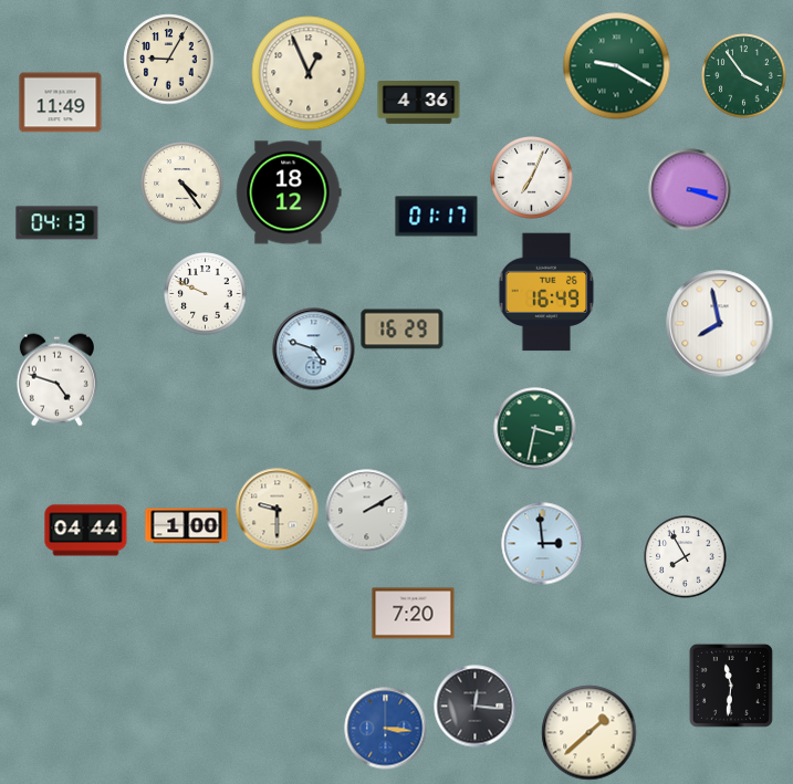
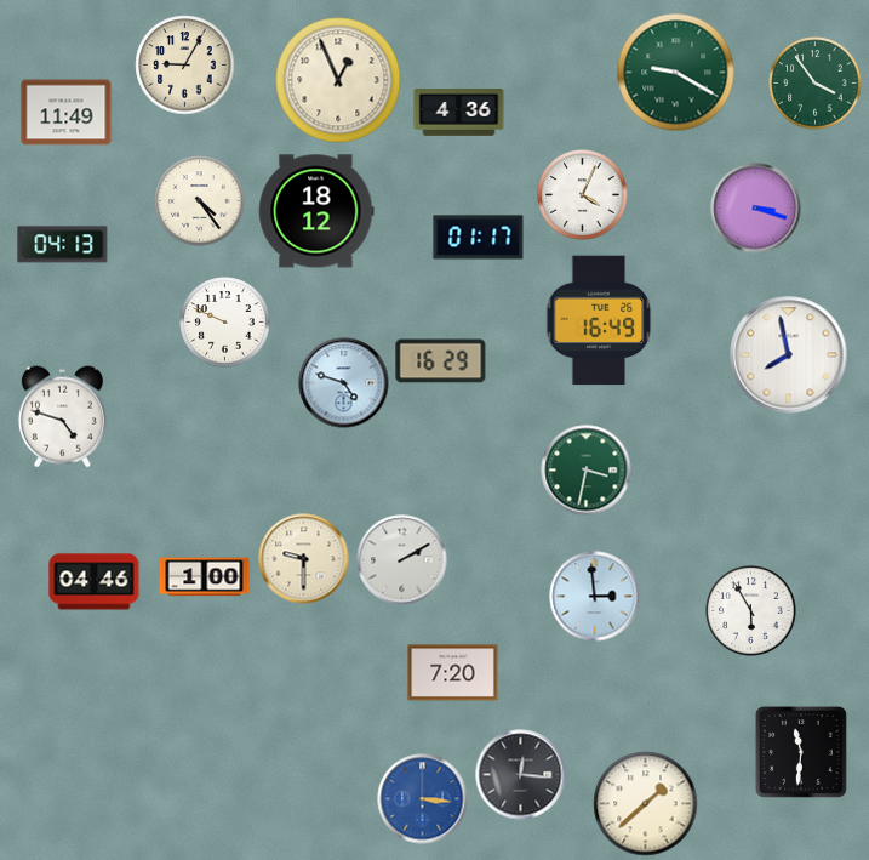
clock at (532, 178): 7:04 -> 4:04
clock at (86, 531): 04:44 -> 04:46
clock at (686, 557): 7:55 -> 5:55
